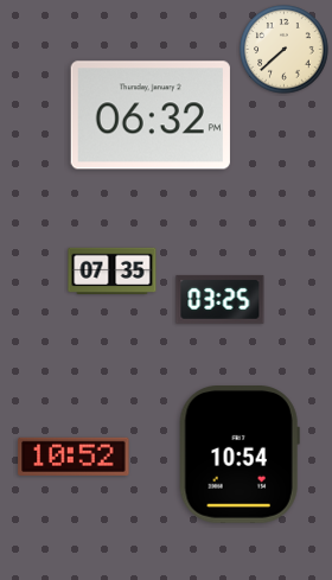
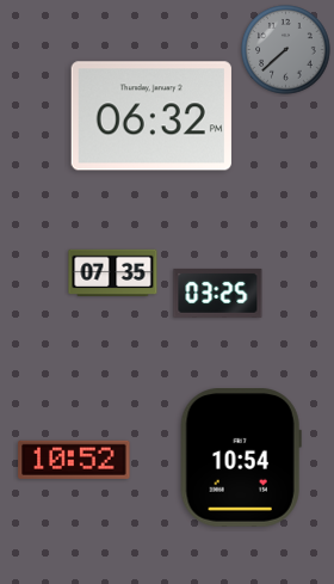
clock at (285, 50) dial: cream -> grey
clock at (221, 299) position: (221, 299) -> (218, 293)
